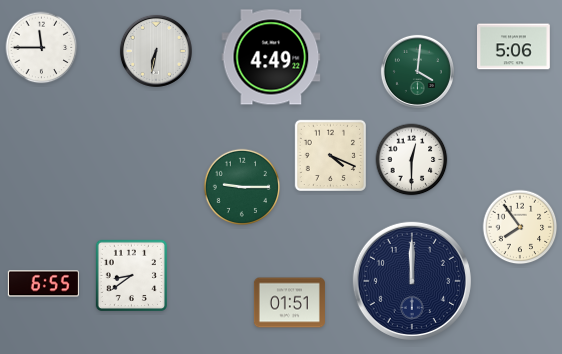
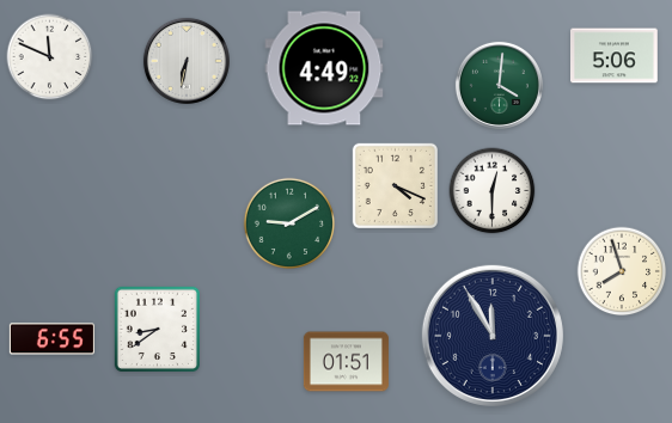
clock at (42, 48): 11:45 -> 11:49
clock at (242, 187): 9:15 -> 9:10
clock at (520, 227): 7:54 -> 7:57
clock at (412, 281): 12:00 -> 11:55
